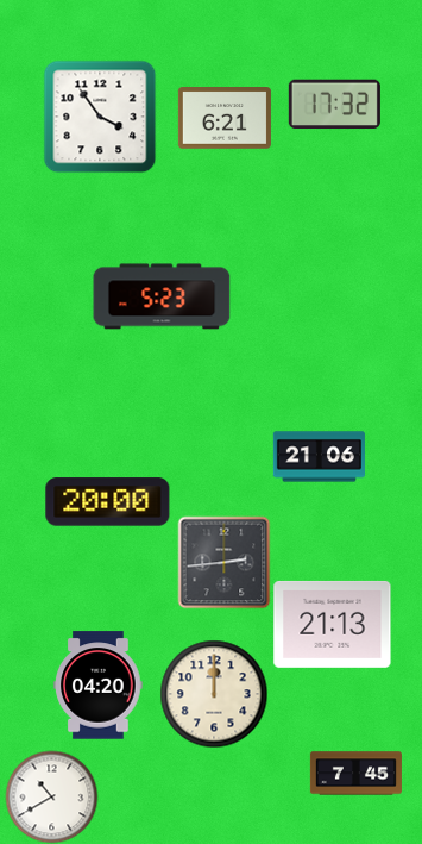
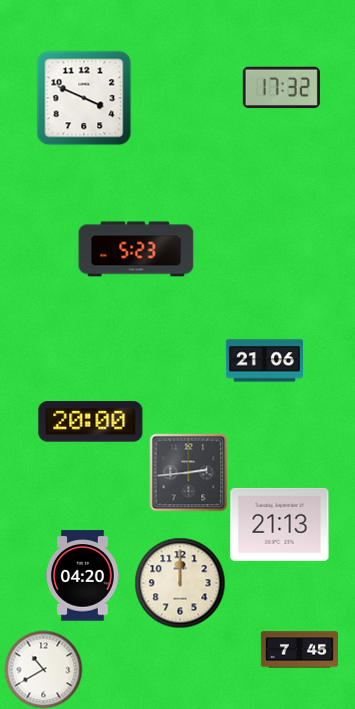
clock at (100, 117): 3:54 -> 3:49
clock at (225, 118): 6:21 -> none
clock at (319, 457) position: (319, 457) -> (264, 361)
